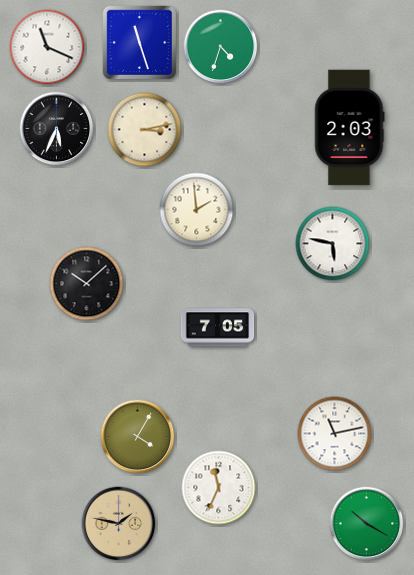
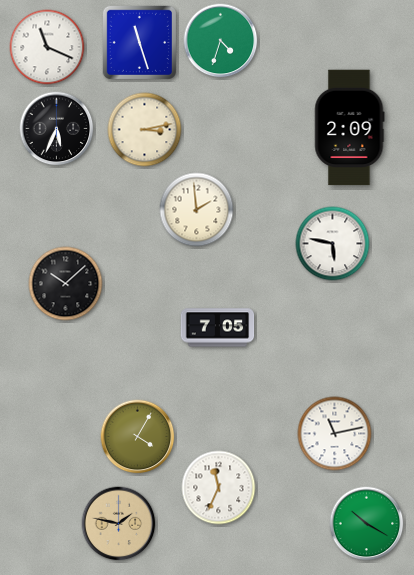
clock at (221, 47) position: (221, 47) -> (221, 41)
clock at (350, 128): 2:03 -> 2:09
clock at (87, 284) position: (87, 284) -> (66, 284)
